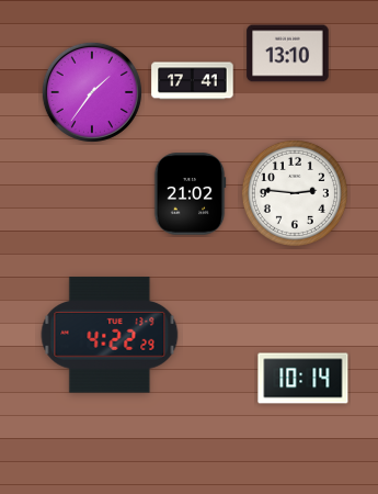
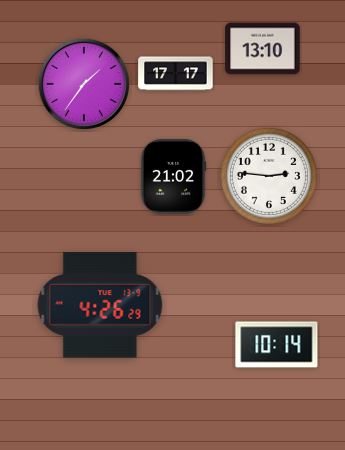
clock at (193, 81): 17:41 -> 17:17
clock at (110, 335): 4:22 -> 4:26
